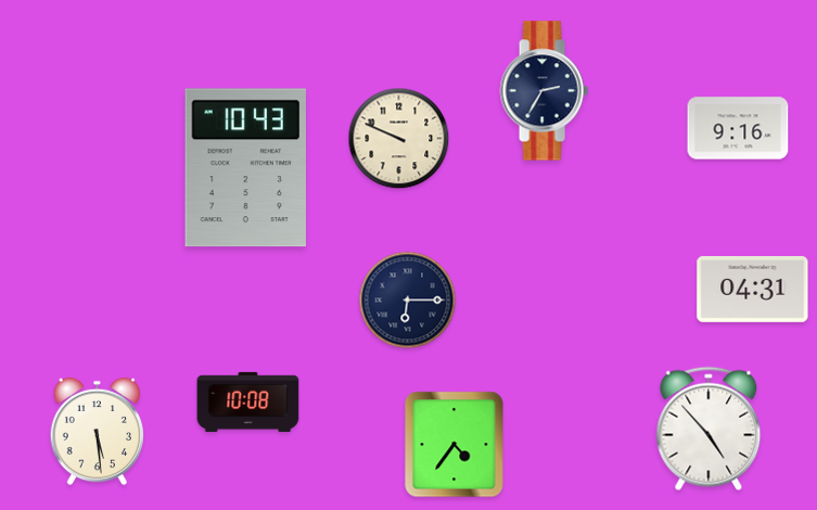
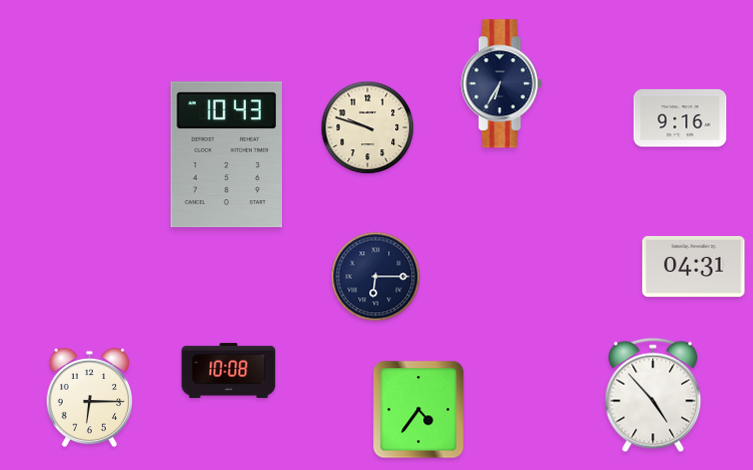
clock at (544, 91): 2:35 -> 6:35
clock at (399, 139): 9:49 -> 9:48
clock at (98, 432): 5:29 -> 6:15
